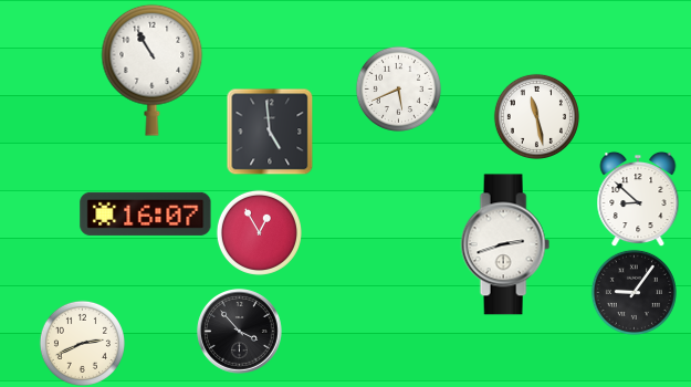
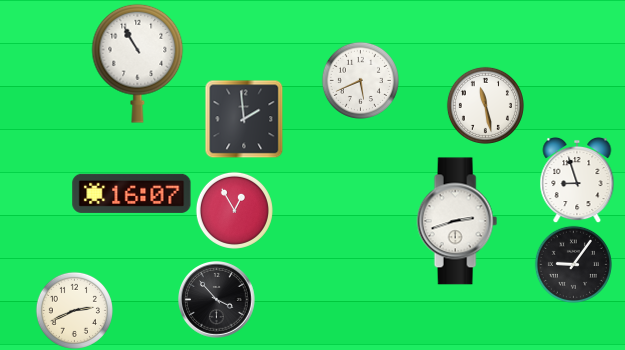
clock at (270, 132): 4:59 -> 1:59
clock at (638, 199): 8:52 -> 8:57
